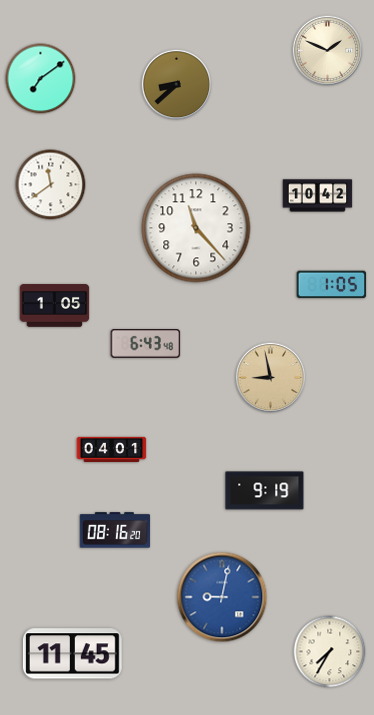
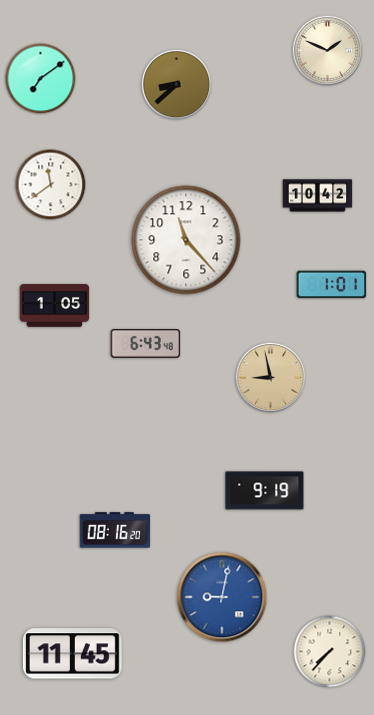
clock at (196, 228) position: (196, 228) -> (186, 240)
clock at (332, 285): 1:05 -> 1:01
clock at (112, 450): 04:01 -> none
clock at (330, 652): 7:35 -> 7:37
